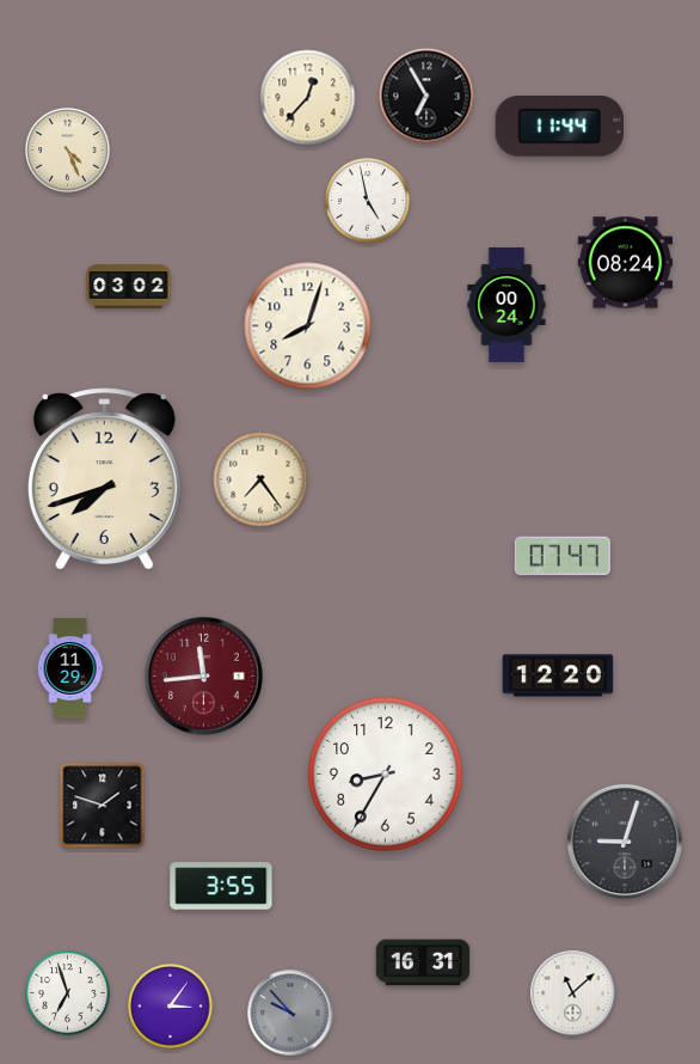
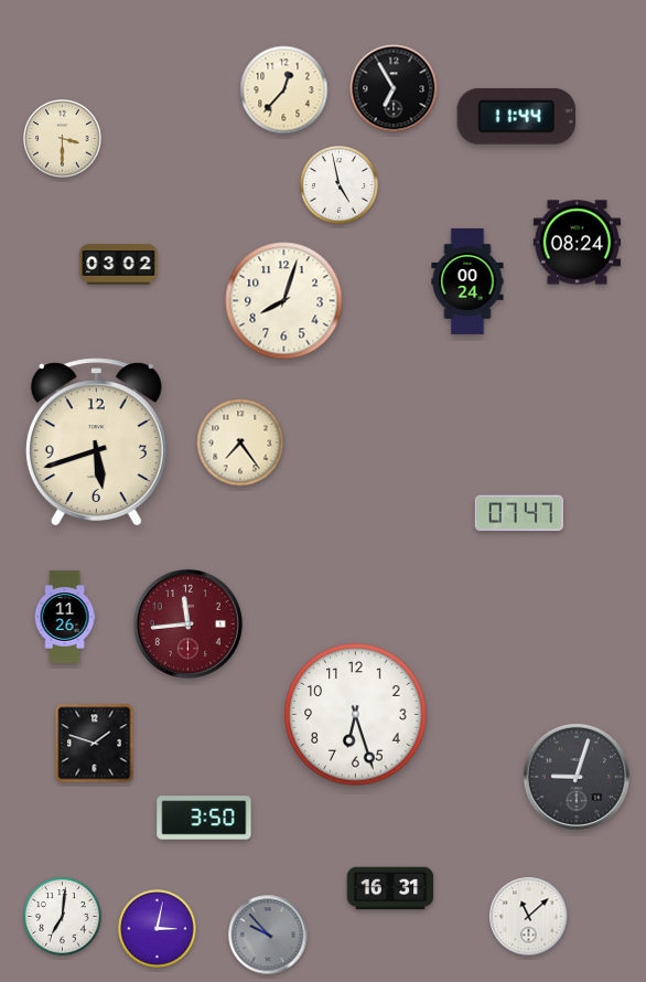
clock at (68, 151): 4:26 -> 3:30
clock at (104, 479): 7:42 -> 5:42
clock at (70, 668): 11:29 -> 11:26
clock at (558, 675): 12:20 -> none
clock at (386, 775): 8:35 -> 6:27
clock at (221, 886): 3:55 -> 3:50
clock at (68, 993): 6:57 -> 7:01
clock at (171, 1007): 3:06 -> 3:02
